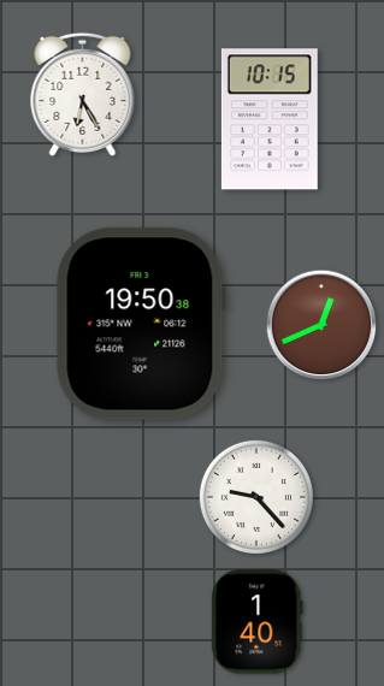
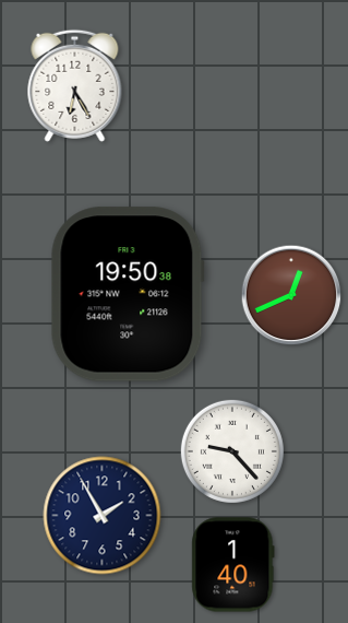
clock at (270, 119): 10:15 -> none
clock at (103, 516): none -> 1:55
